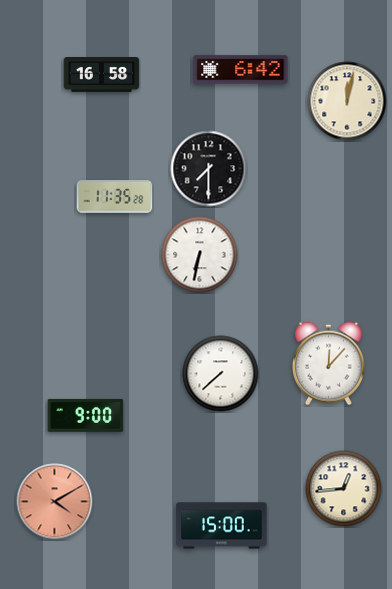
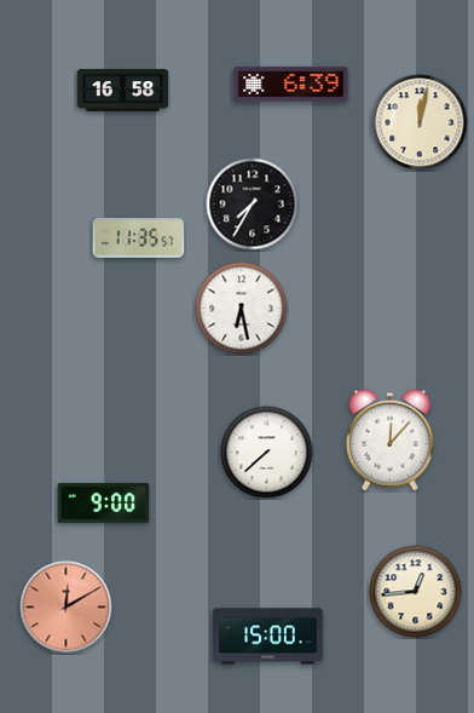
clock at (241, 70): 6:42 -> 6:39
clock at (209, 169): 7:30 -> 7:35
clock at (115, 197): 11:35:28 -> 11:35:57
clock at (200, 255): 6:32 -> 6:28
clock at (329, 364) position: (329, 364) -> (391, 441)
clock at (55, 502): 4:10 -> 12:10
